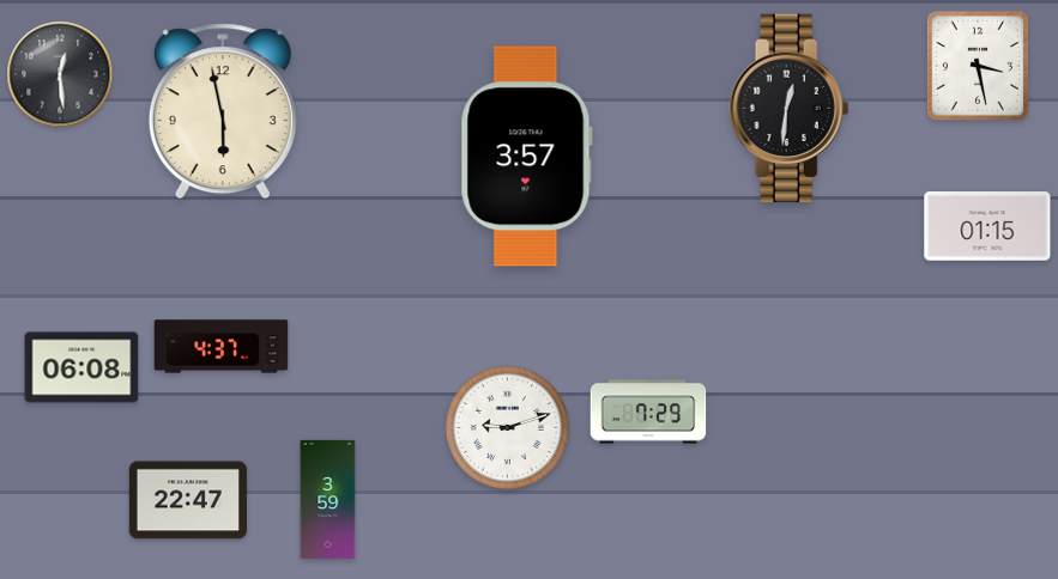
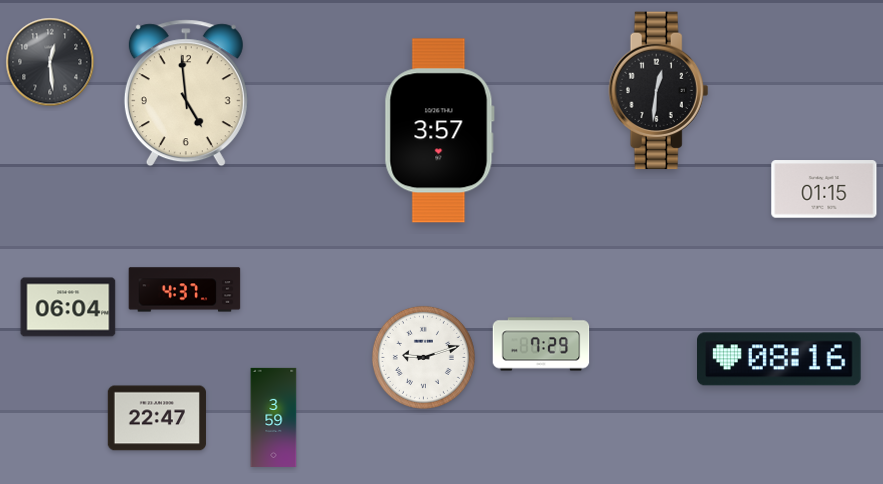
clock at (978, 66): 3:28 -> none
clock at (223, 111): 5:58 -> 4:59
clock at (81, 367): 06:08 -> 06:04
clock at (779, 359): none -> 08:16
